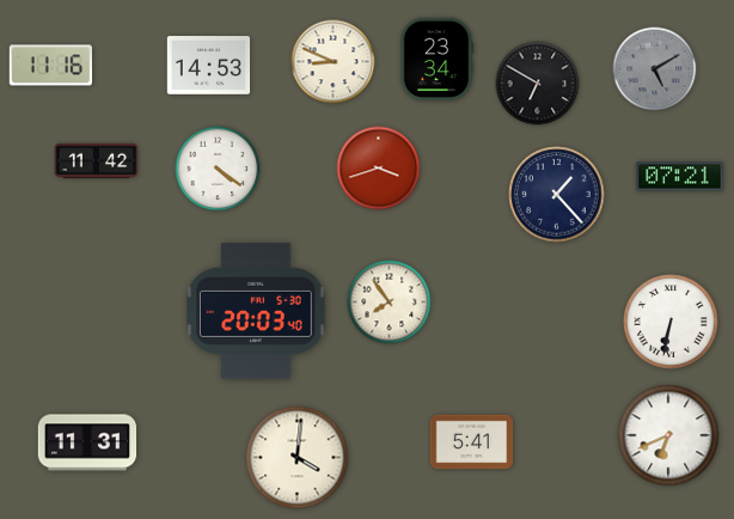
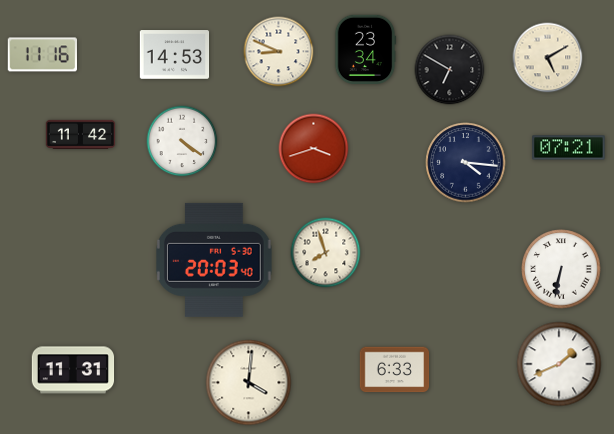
clock at (655, 69) dial: grey -> cream
clock at (379, 169) position: (379, 169) -> (314, 149)
clock at (557, 195): 1:23 -> 4:16
clock at (390, 303): 7:54 -> 7:57
clock at (668, 435): 6:41 -> 1:41
clock at (472, 442): 5:41 -> 6:33
